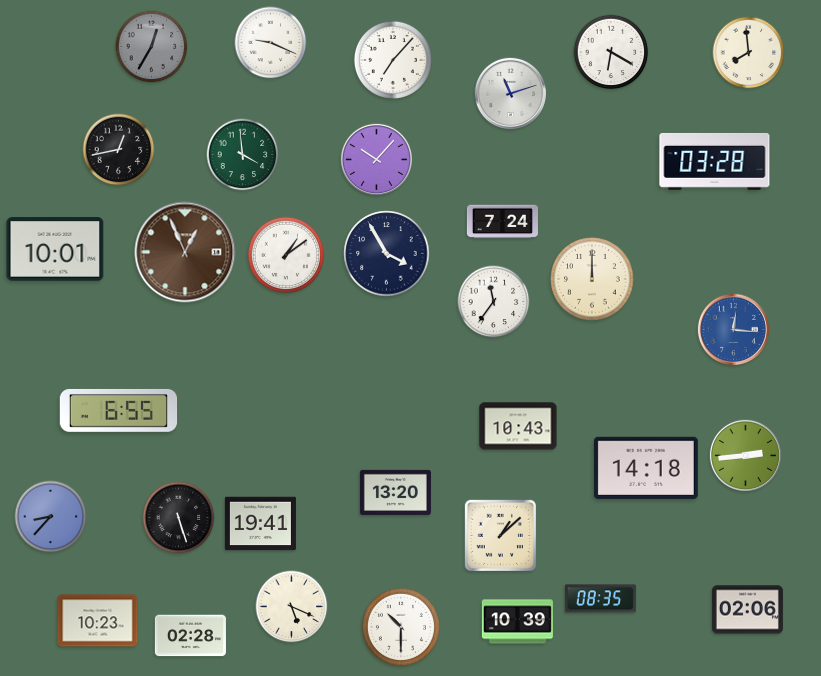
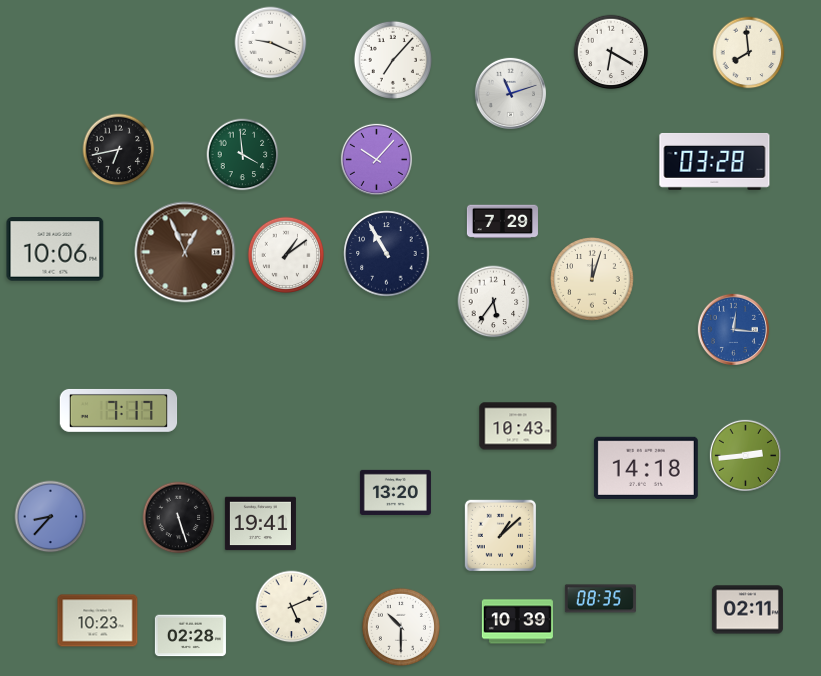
clock at (152, 47): 12:35 -> none
clock at (119, 150): 12:43 -> 6:43
clock at (502, 222): 7:24 -> 7:29
clock at (55, 249): 10:01 -> 10:06
clock at (387, 254): 3:55 -> 10:55
clock at (592, 279): 12:00 -> 12:03
clock at (494, 302): 11:36 -> 5:36
clock at (119, 411): 6:55 -> 7:17
clock at (292, 607): 5:19 -> 5:11
clock at (747, 610): 02:06 -> 02:11
